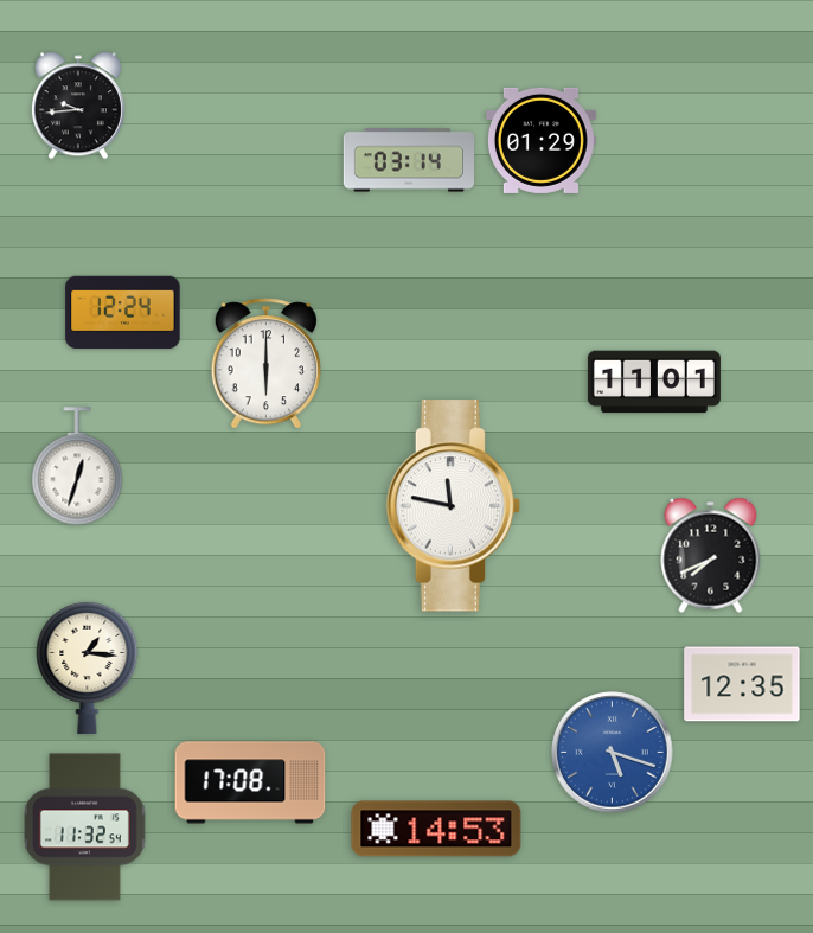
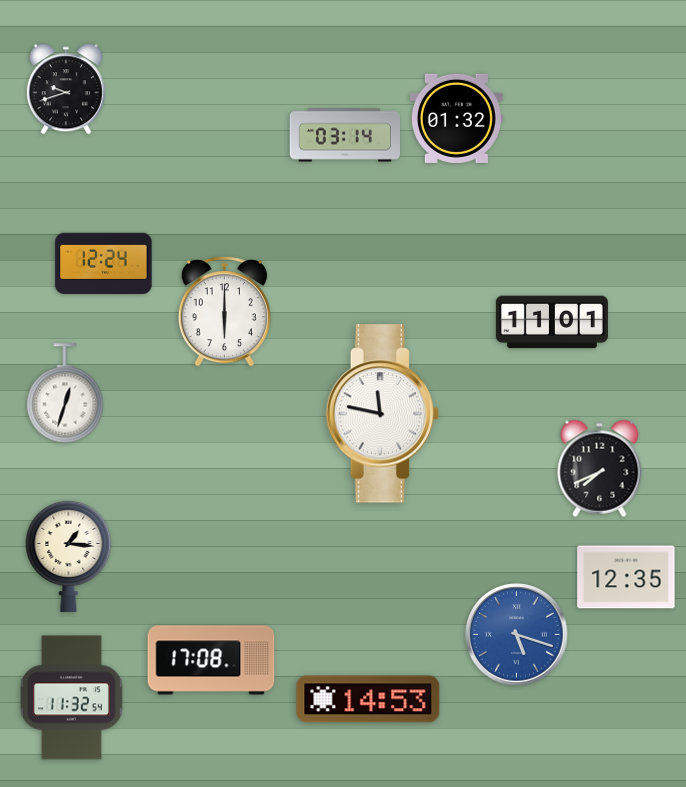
clock at (78, 106): 9:44 -> 9:42
clock at (540, 140): 01:29 -> 01:32
clock at (265, 364) position: (265, 364) -> (224, 312)
clock at (454, 506) position: (454, 506) -> (383, 414)
clock at (88, 667) position: (88, 667) -> (69, 556)
